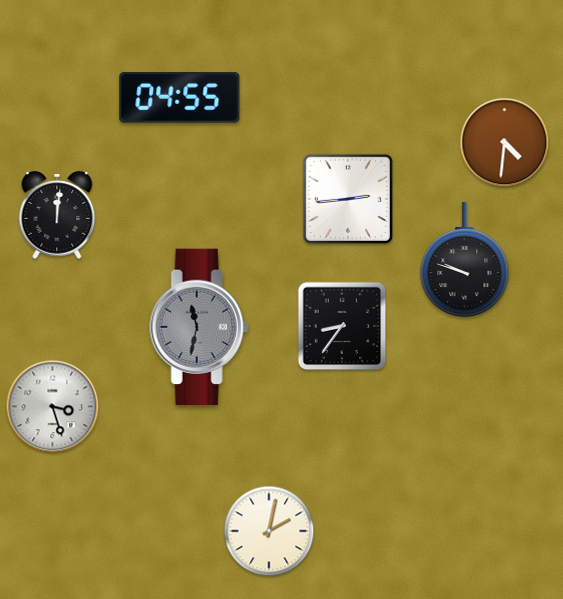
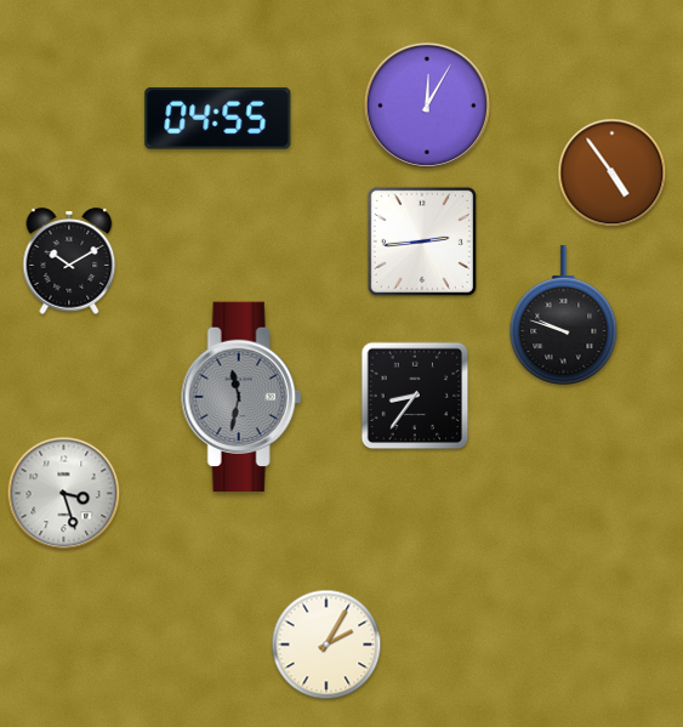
clock at (427, 106): none -> 12:05
clock at (505, 143): 4:31 -> 4:54
clock at (57, 215): 12:01 -> 10:10
clock at (269, 531): 2:02 -> 2:05
